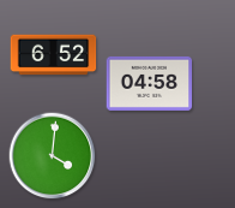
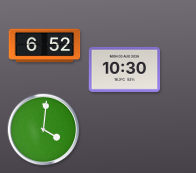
clock at (150, 83): 04:58 -> 10:30
